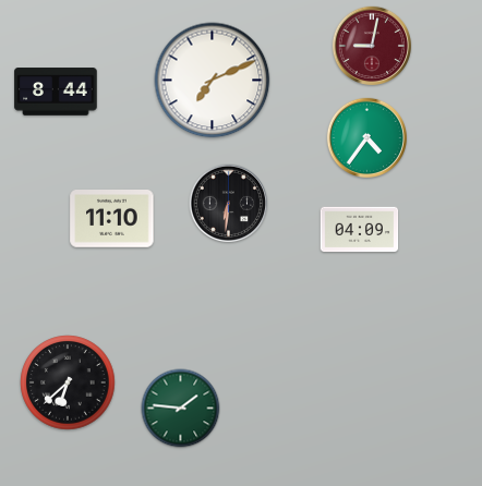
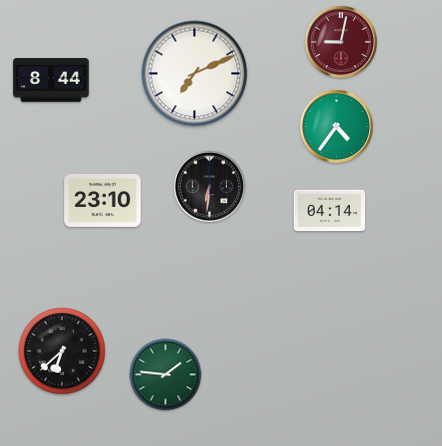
clock at (56, 92) position: (56, 92) -> (51, 80)
clock at (112, 219): 11:10 -> 23:10
clock at (360, 230): 04:09 -> 04:14
